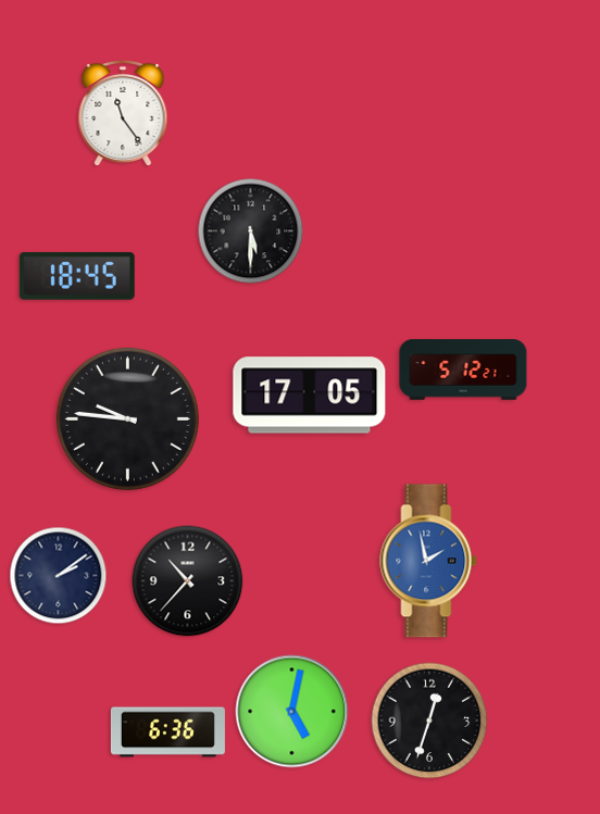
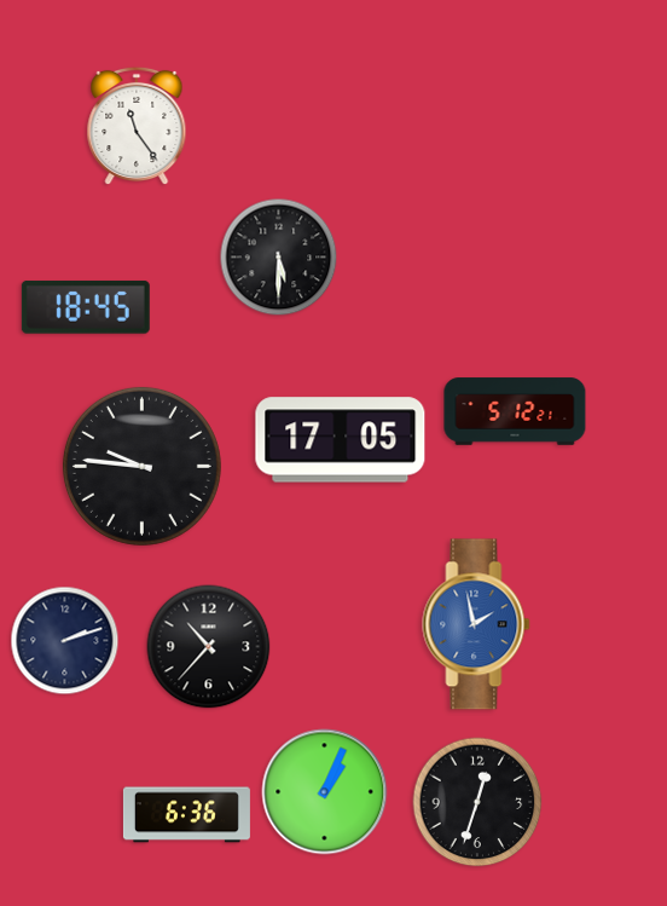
clock at (310, 396) position: (310, 396) -> (341, 440)
clock at (59, 576): 2:09 -> 2:12
clock at (292, 712): 5:02 -> 1:04
